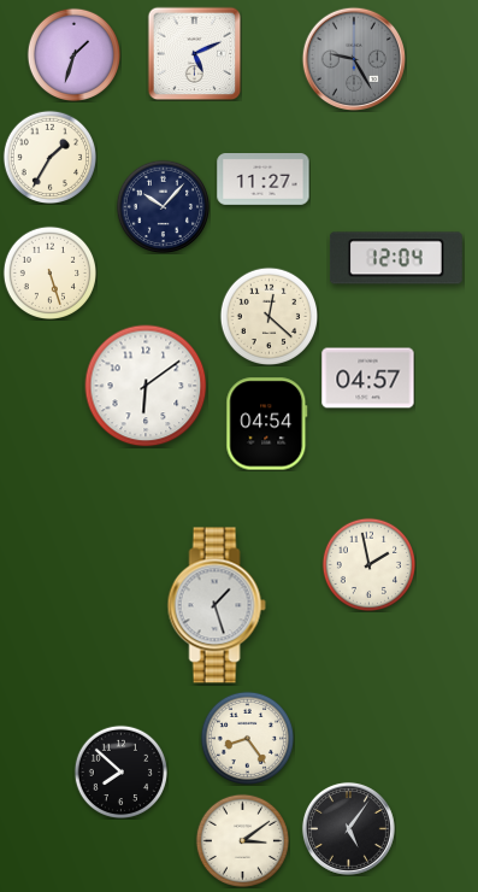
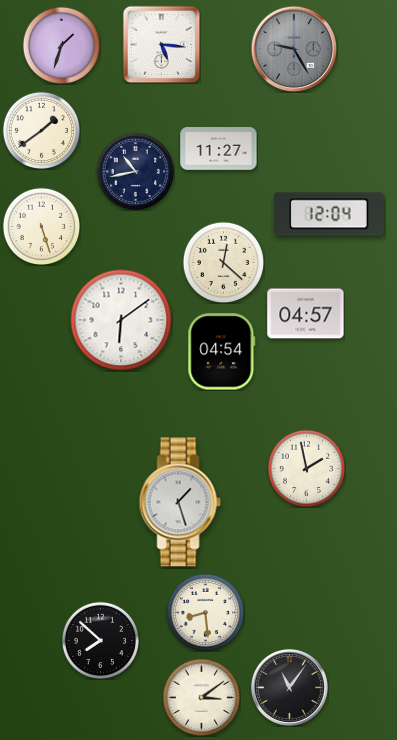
clock at (194, 53): 5:11 -> 5:16
clock at (49, 157): 1:35 -> 1:39
clock at (163, 206): 10:07 -> 10:43
clock at (247, 738): 8:24 -> 8:29
clock at (348, 828): 5:06 -> 11:06
